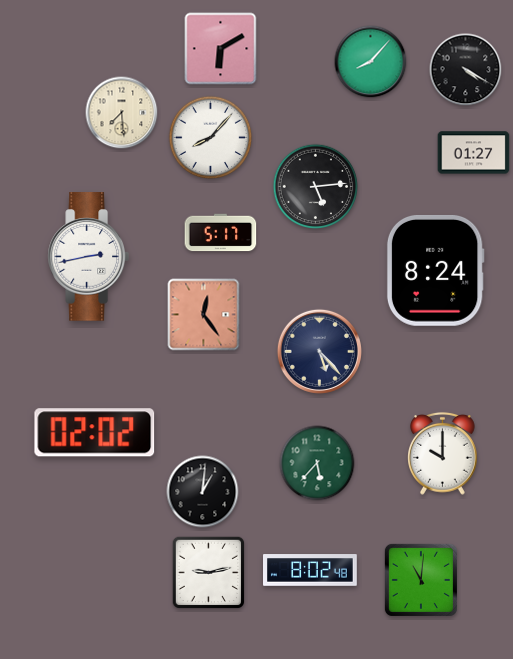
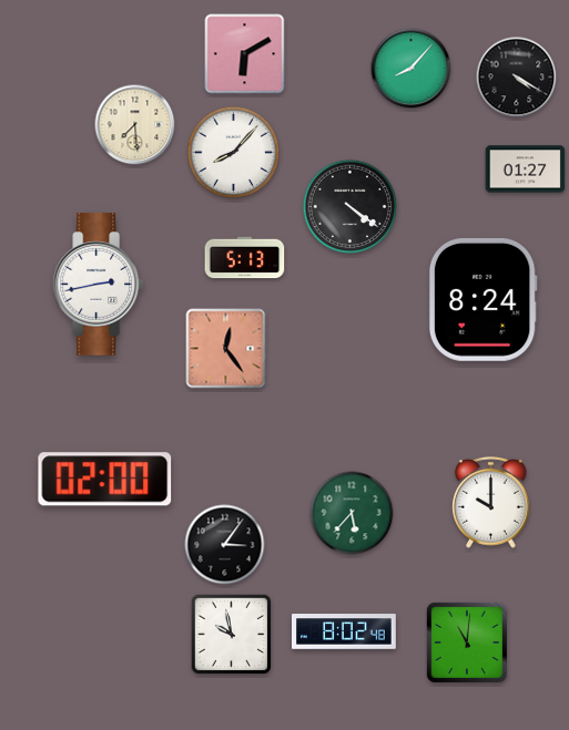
clock at (316, 187): 5:14 -> 4:21
clock at (221, 233): 5:17 -> 5:13
clock at (319, 351): 5:23 -> none
clock at (95, 433): 02:02 -> 02:00
clock at (203, 492): 1:01 -> 3:06
clock at (209, 573): 9:13 -> 9:58
